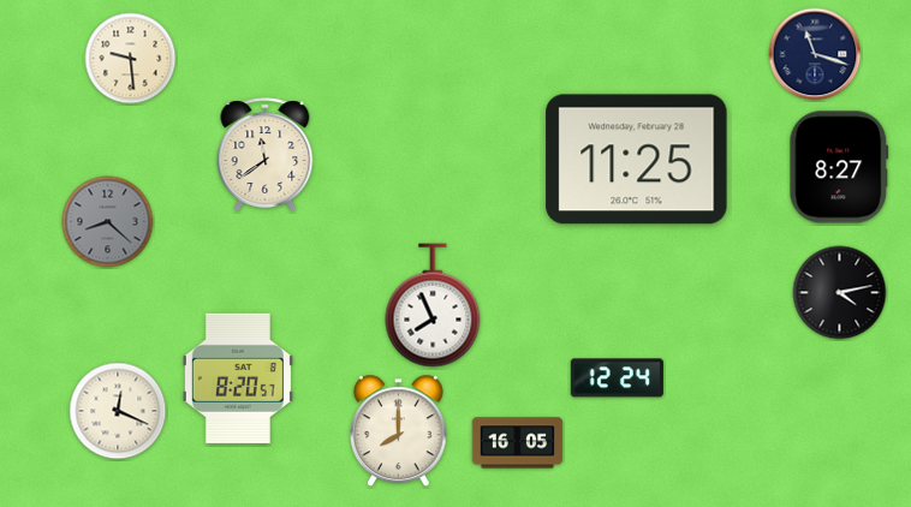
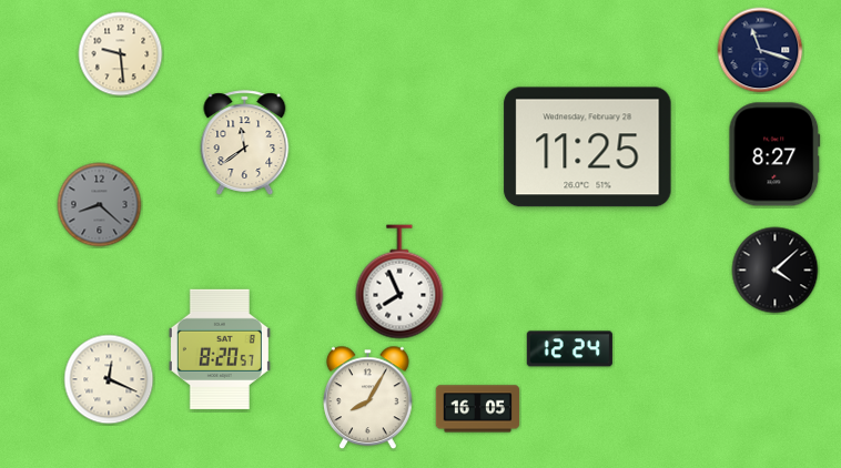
clock at (815, 54) position: (815, 54) -> (760, 50)
clock at (840, 293): 4:13 -> 4:08
clock at (399, 431): 8:00 -> 8:05
